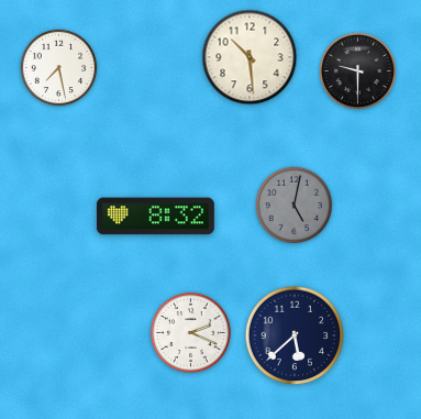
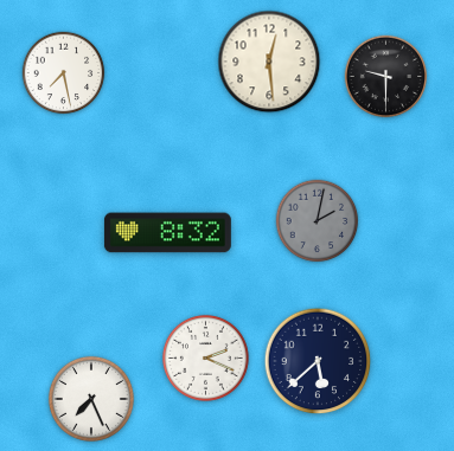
clock at (250, 57): 10:29 -> 12:29
clock at (295, 206): 5:02 -> 2:02
clock at (91, 399): none -> 7:26
